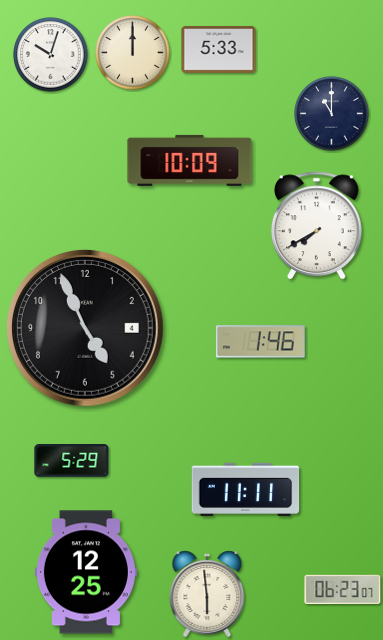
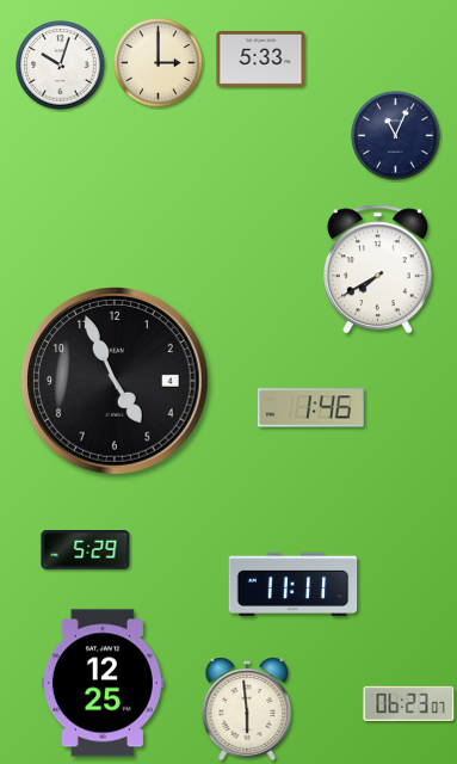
clock at (133, 53): 12:00 -> 3:00
clock at (332, 114): 11:00 -> 11:04
clock at (190, 160): 10:09 -> none
clock at (86, 329) position: (86, 329) -> (116, 382)
